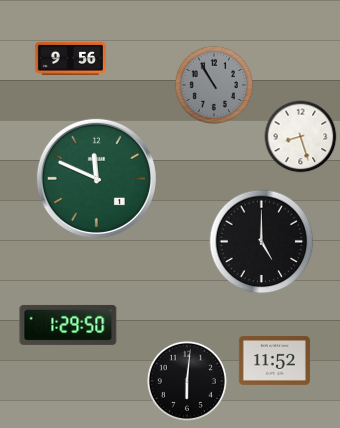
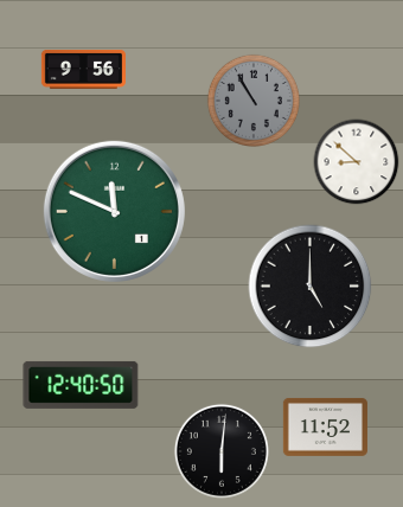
clock at (301, 137): 8:27 -> 8:52
clock at (68, 325): 1:29 -> 12:40
